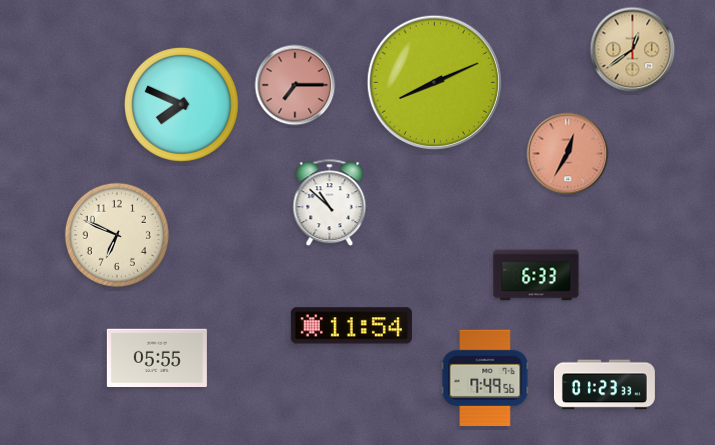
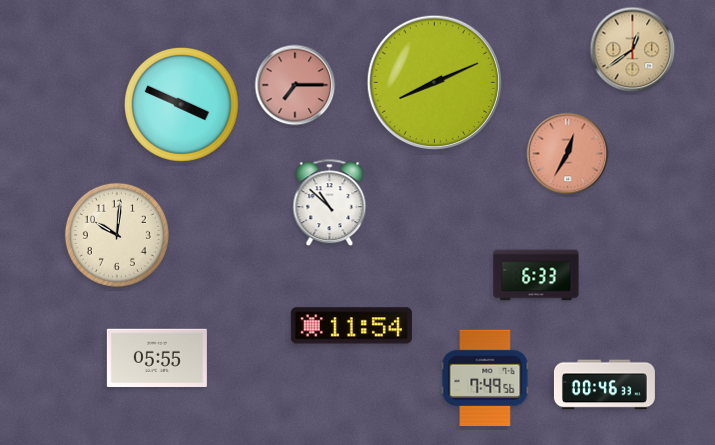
clock at (181, 104): 7:49 -> 3:49
clock at (117, 235): 6:49 -> 10:01
clock at (604, 385): 01:23 -> 00:46
